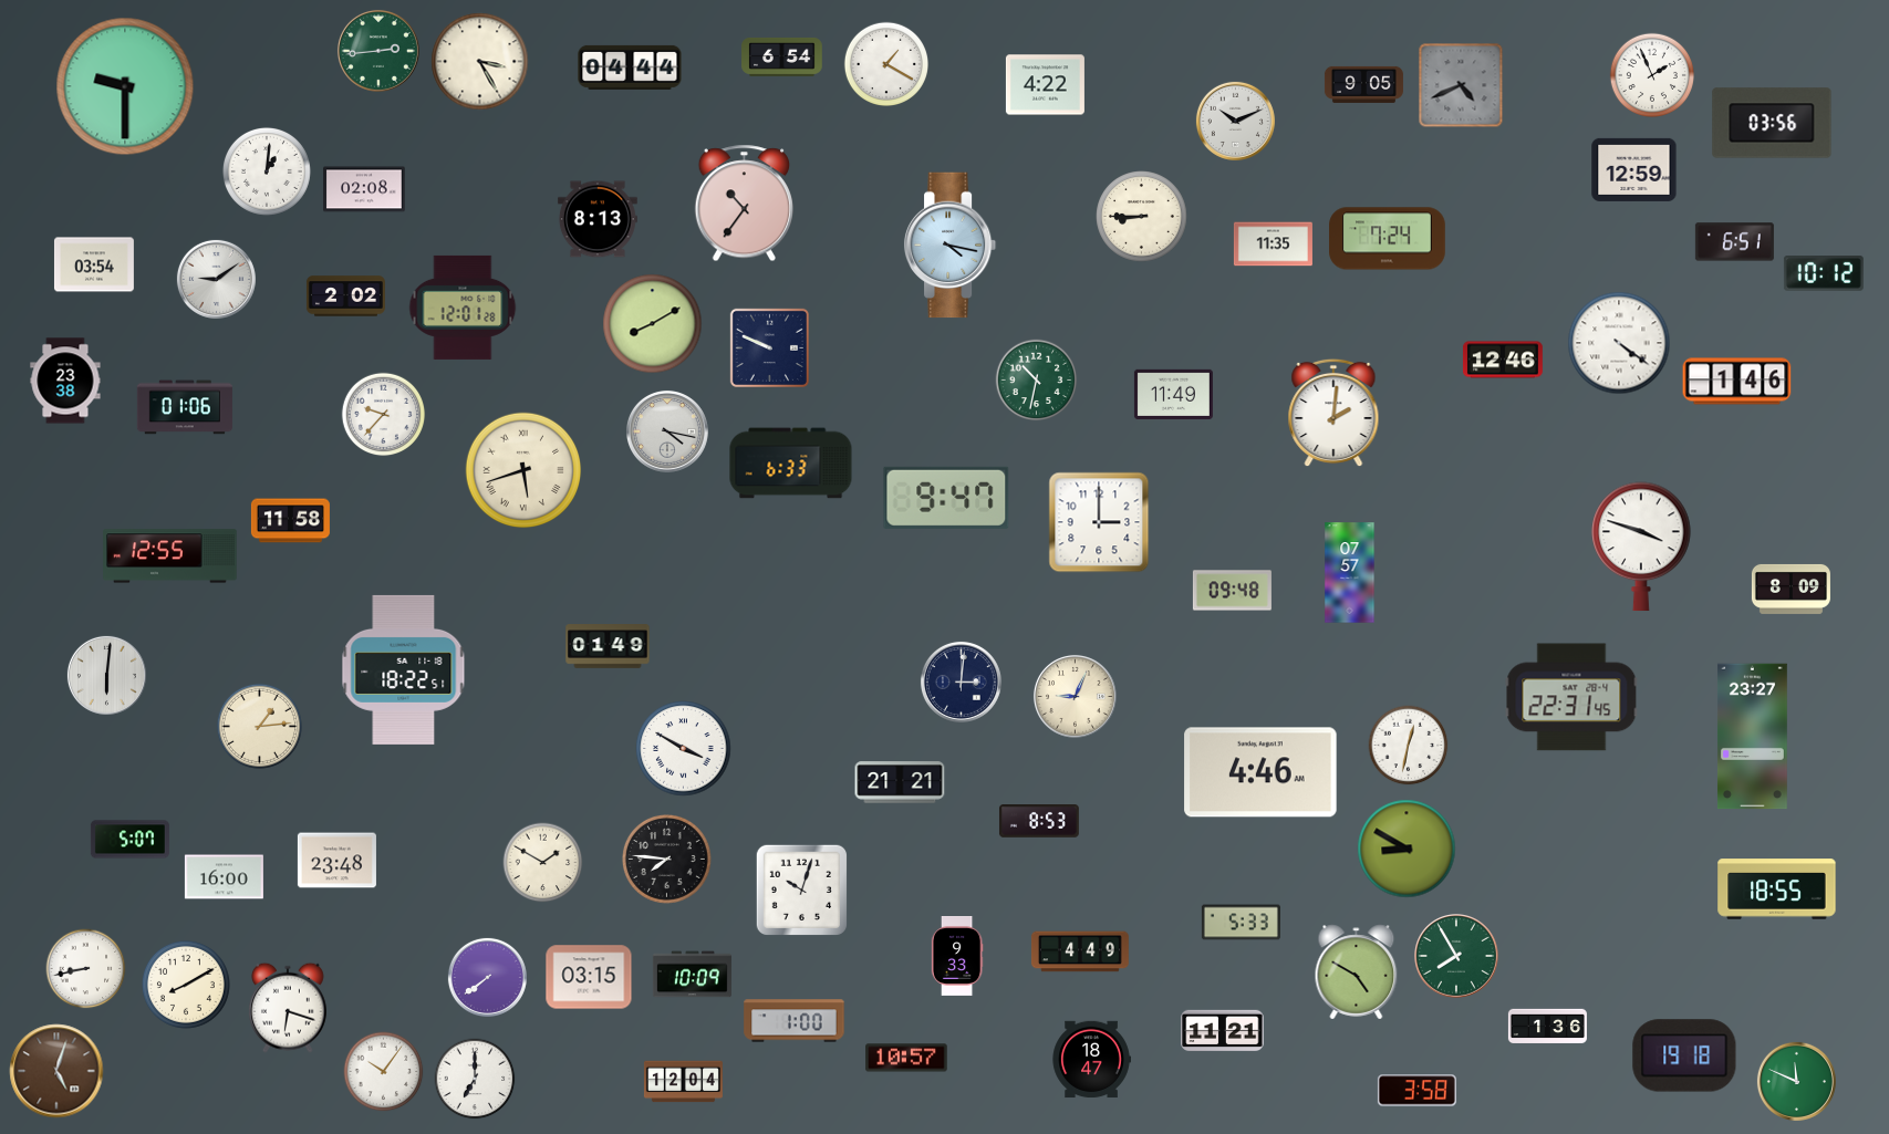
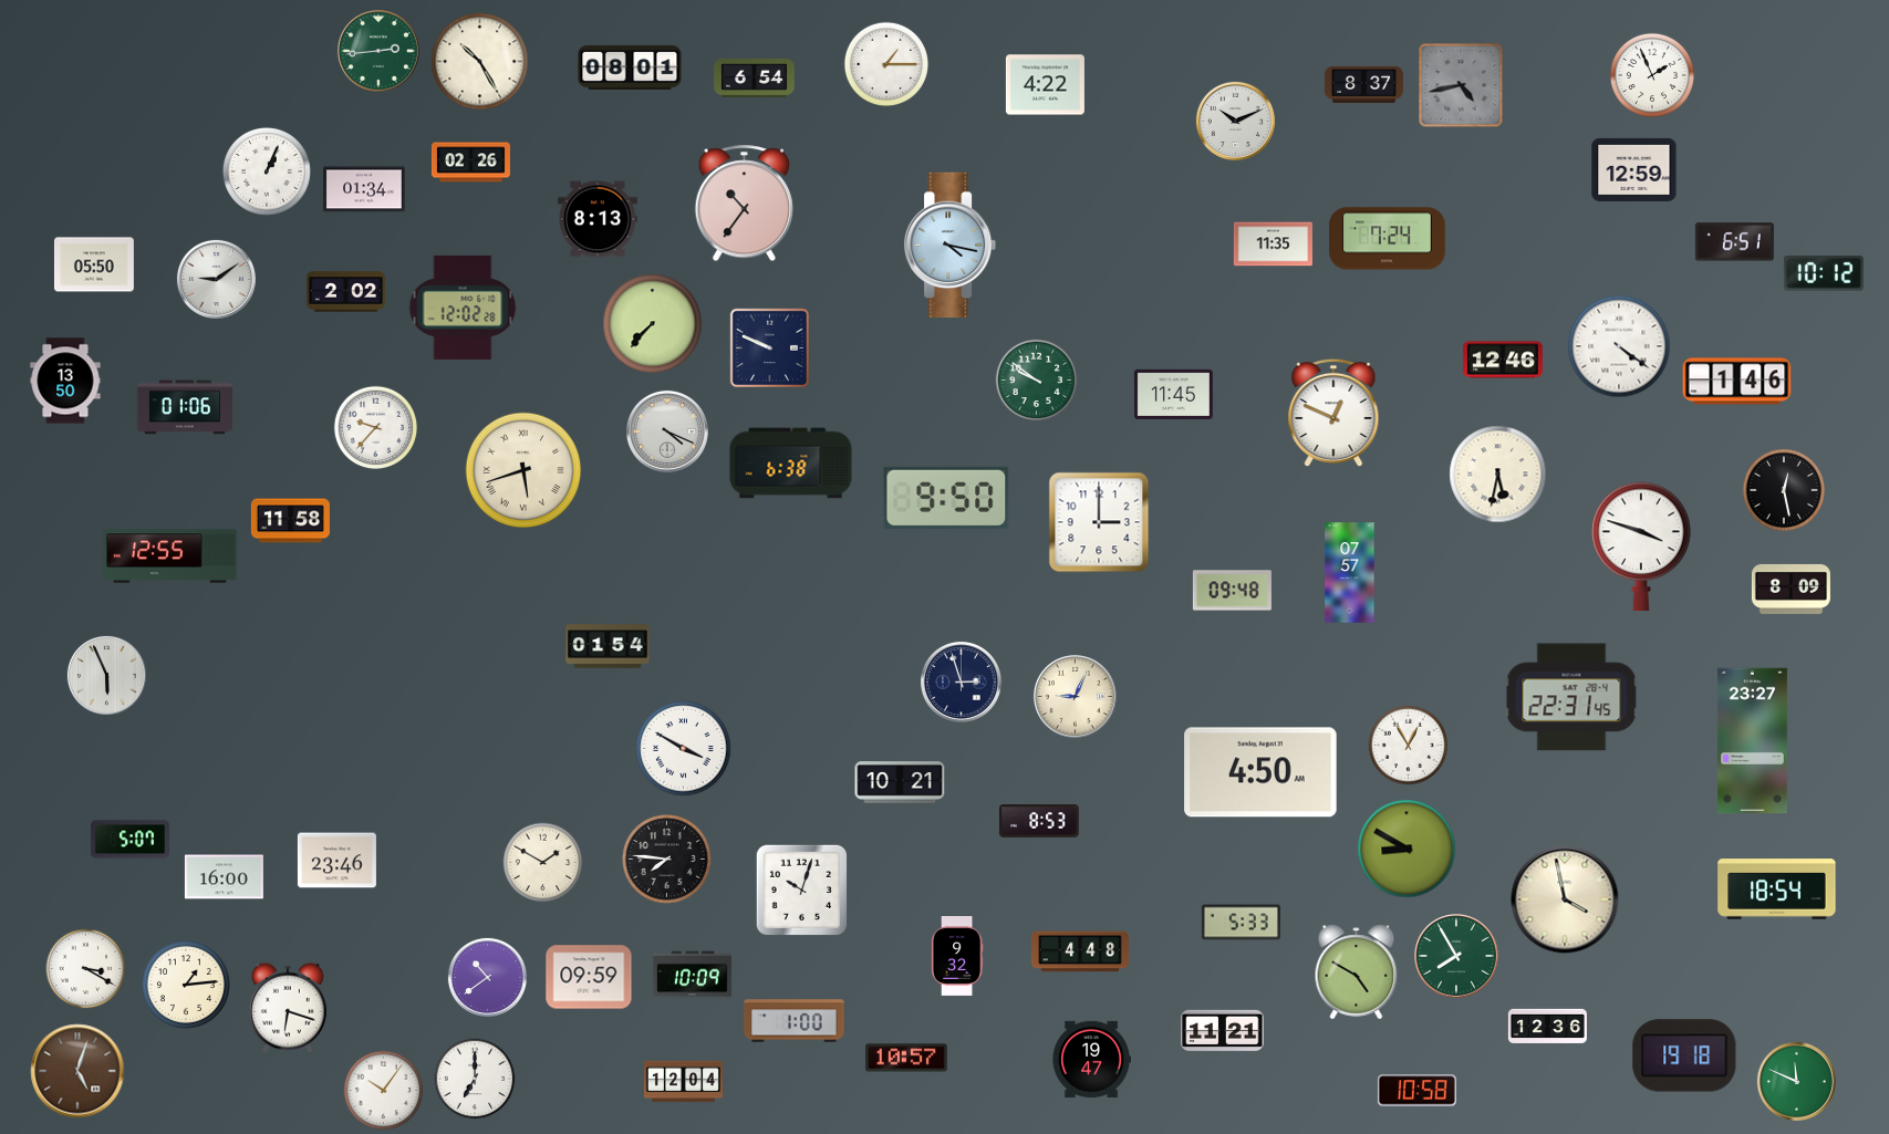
clock at (782, 56) position: (782, 56) -> (755, 77)
clock at (480, 62): 3:25 -> 10:25
clock at (885, 63): 1:20 -> 1:15
clock at (630, 67): 04:44 -> 08:01
clock at (1363, 84): 9:05 -> 8:37
clock at (1461, 85): 4:41 -> 4:43
clock at (125, 86): 9:30 -> none
clock at (1772, 123): 03:56 -> none
clock at (470, 163): none -> 02:26
clock at (267, 171): 1:01 -> 1:04
clock at (364, 189): 02:08 -> 01:34
clock at (1142, 217): 8:45 -> none
clock at (94, 264): 03:54 -> 05:50
clock at (345, 296) position: (345, 296) -> (345, 292)
clock at (463, 308): 12:01 -> 12:02
clock at (653, 324): 8:10 -> 7:37
clock at (1619, 343) position: (1619, 343) -> (1619, 346)
clock at (65, 381): 23:38 -> 13:50
clock at (1037, 381): 10:32 -> 9:51
clock at (1173, 394): 11:49 -> 11:45
clock at (1333, 413): 2:01 -> 12:49
clock at (384, 415) position: (384, 415) -> (376, 428)
clock at (667, 431): 4:17 -> 4:19
clock at (791, 464): 6:33 -> 6:38
clock at (1498, 475): none -> 5:32
clock at (1784, 490): none -> 12:28
clock at (946, 498): 9:47 -> 9:50
clock at (608, 646): 01:49 -> 01:54
clock at (404, 669): 18:22 -> none
clock at (106, 675): 6:01 -> 5:56
clock at (961, 682): 3:01 -> 2:57
clock at (259, 726): 1:14 -> none
clock at (1752, 737) position: (1752, 737) -> (1752, 741)
clock at (1409, 746): 12:32 -> 12:55
clock at (1260, 772): 4:46 -> 4:50
clock at (900, 782): 21:21 -> 10:21
clock at (336, 861): 23:48 -> 23:46
clock at (1777, 889): 18:55 -> 18:54
clock at (1565, 899): none -> 3:58
clock at (1080, 951): 4:49 -> 4:48
clock at (957, 957): 9:33 -> 9:32
clock at (86, 969): 8:43 -> 3:20
clock at (487, 977): 7:39 -> 10:39
clock at (589, 977): 03:15 -> 09:59
clock at (186, 985): 8:10 -> 1:14
clock at (1547, 1027): 1:36 -> 12:36
clock at (1091, 1060): 18:47 -> 19:47
clock at (56, 1071) position: (56, 1071) -> (77, 1071)
clock at (384, 1072) position: (384, 1072) -> (384, 1091)
clock at (1416, 1091): 3:58 -> 10:58
